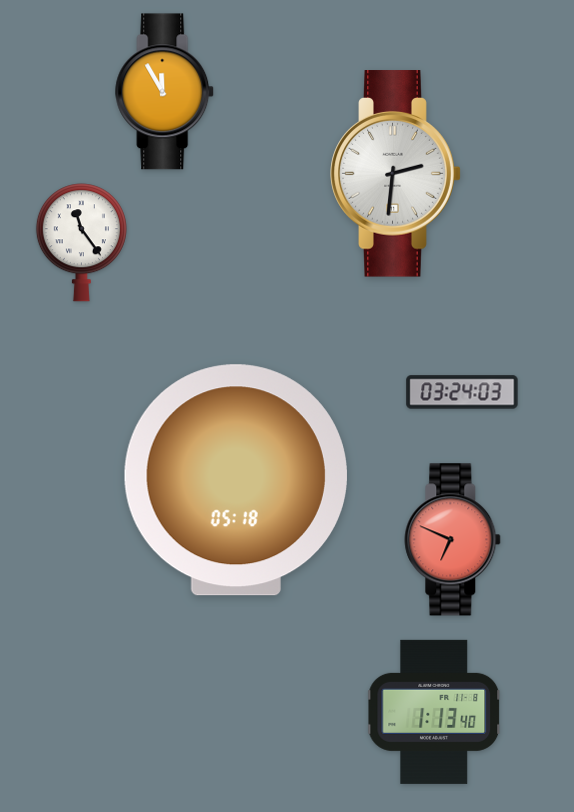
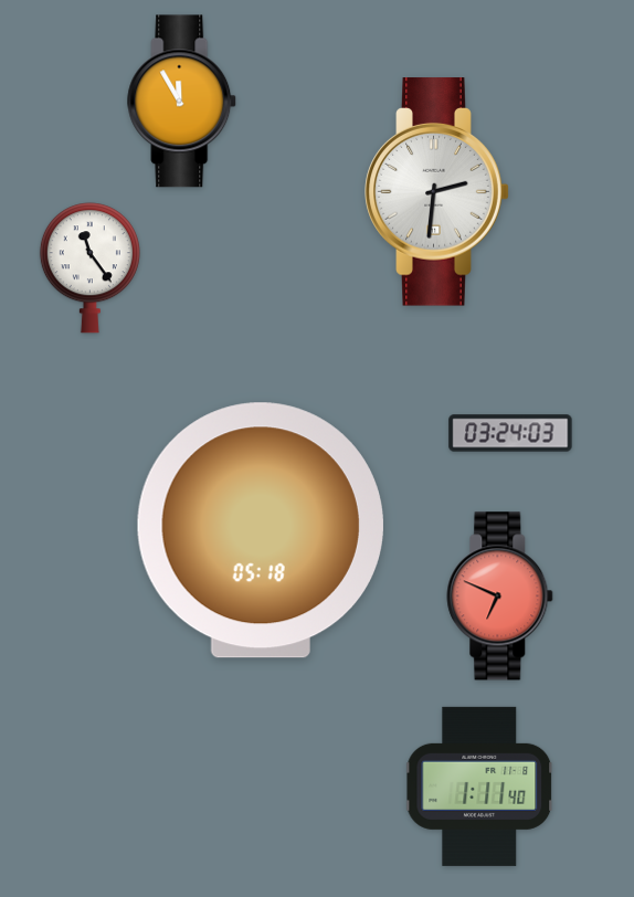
clock at (435, 712): 1:13 -> 1:11
